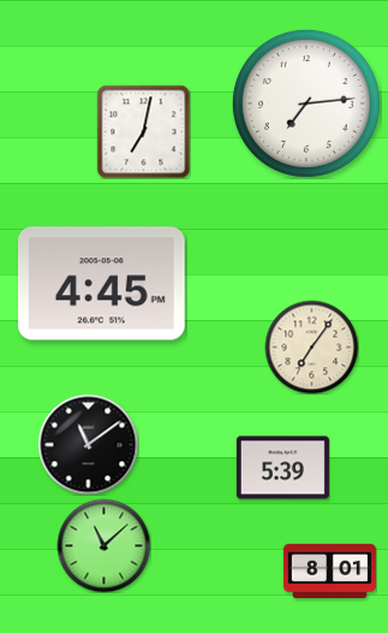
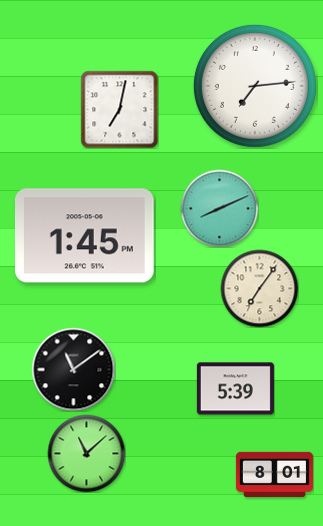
clock at (219, 208): none -> 8:11
clock at (102, 284): 4:45 -> 1:45
